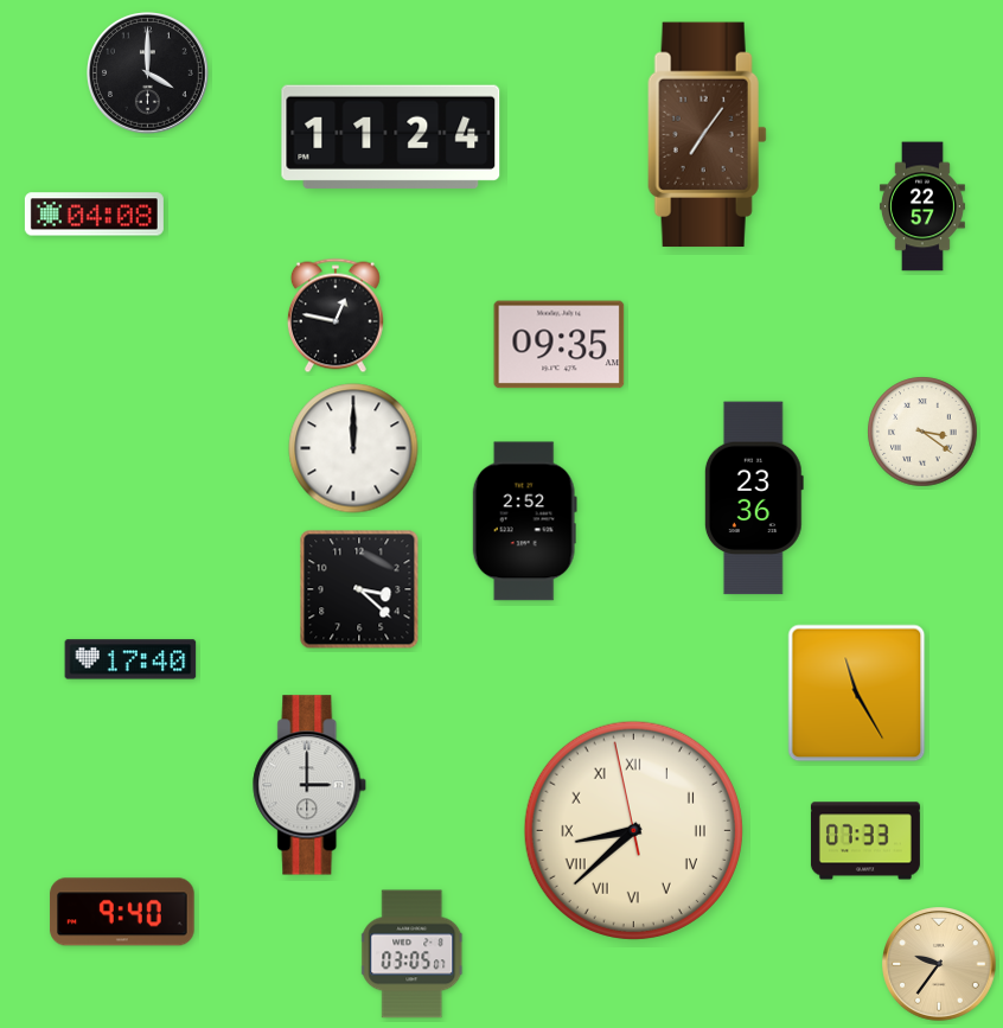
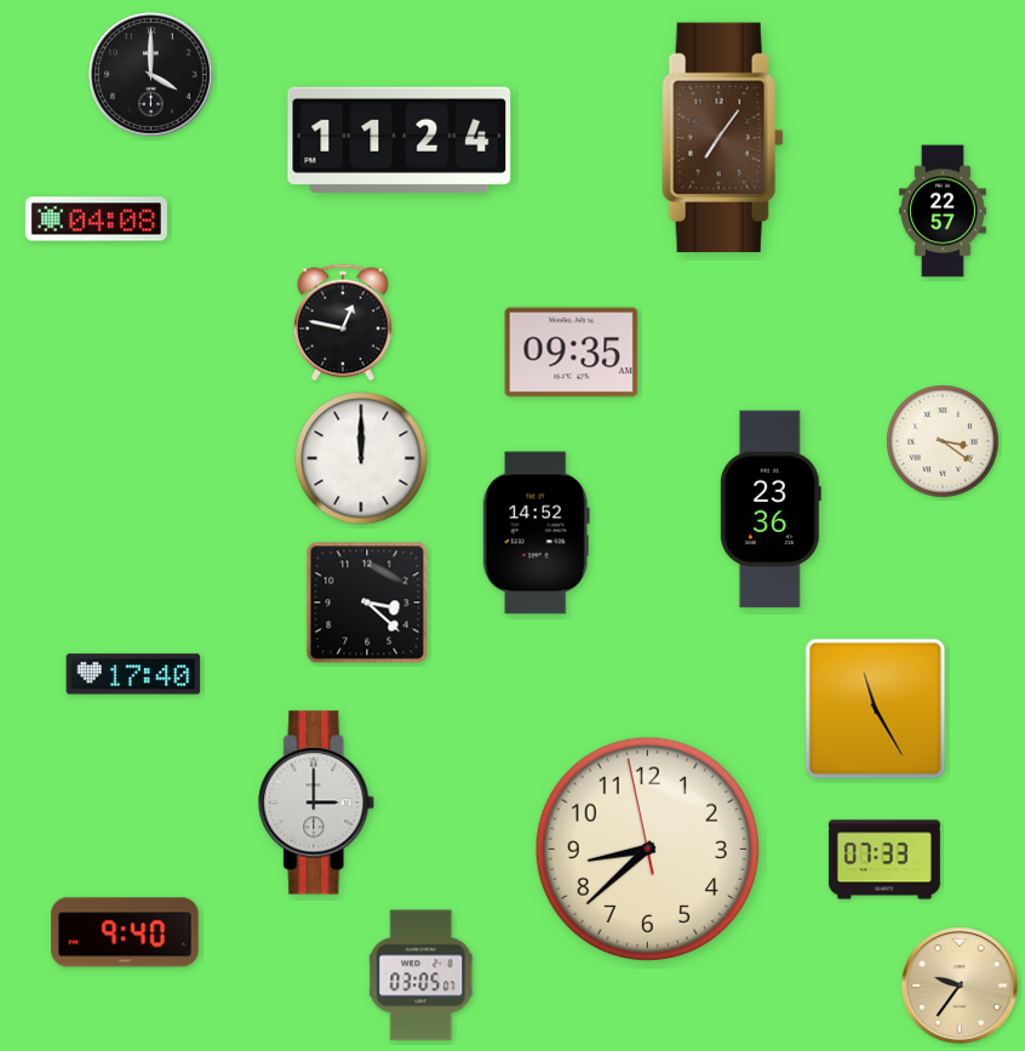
clock at (524, 522): 2:52 -> 14:52
clock at (633, 830) numerals: Roman -> Arabic
